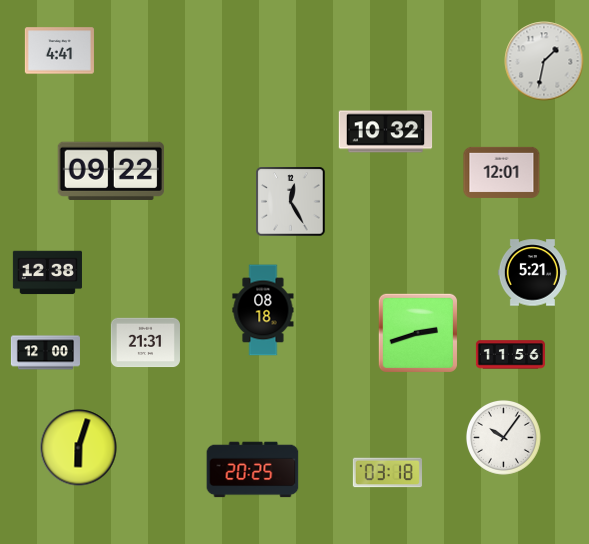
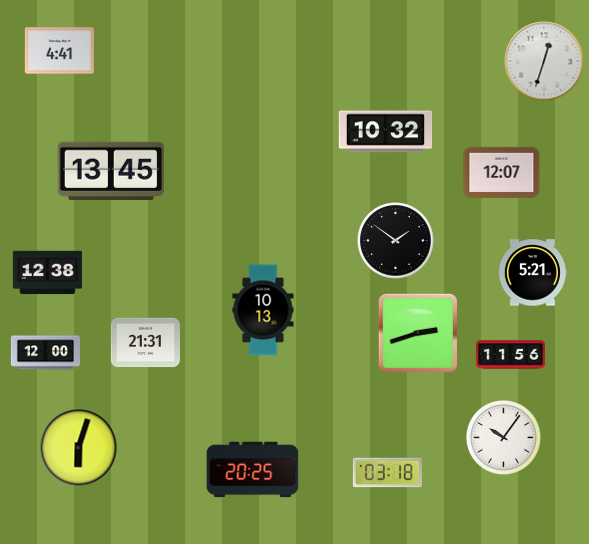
clock at (544, 61): 1:32 -> 12:33
clock at (111, 171): 09:22 -> 13:45
clock at (502, 172): 12:01 -> 12:07
clock at (291, 202): 12:25 -> none
clock at (396, 241): none -> 1:51
clock at (263, 310): 08:18 -> 10:13
